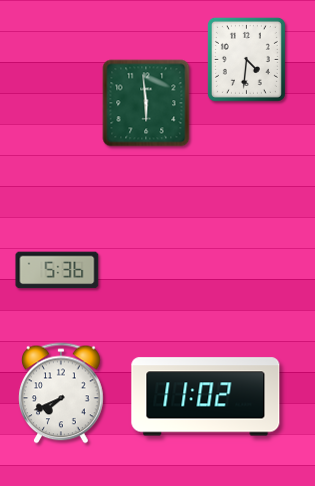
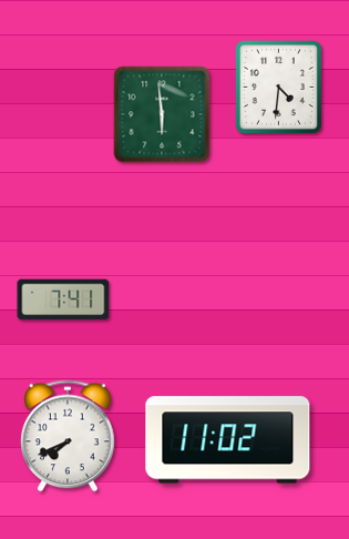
clock at (246, 59) position: (246, 59) -> (278, 87)
clock at (57, 270): 5:36 -> 7:41
